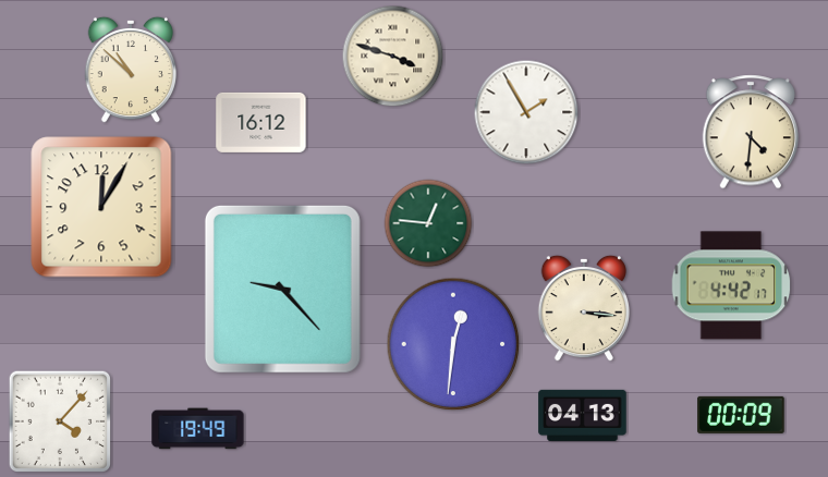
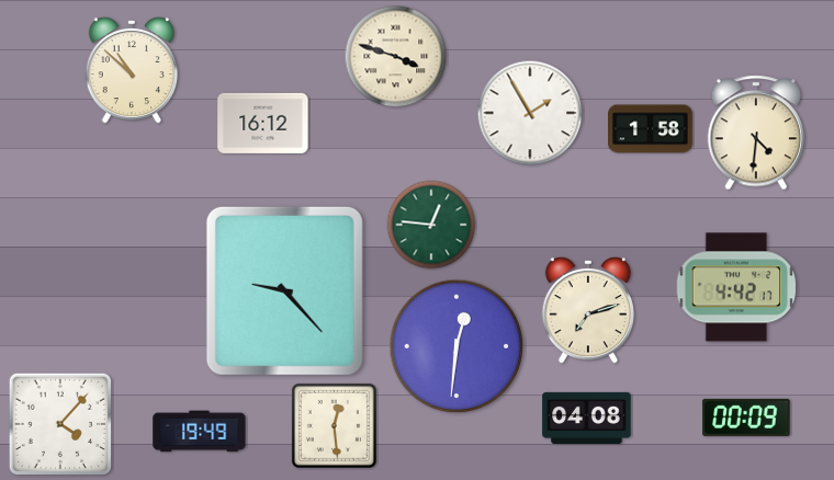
clock at (651, 129): none -> 1:58
clock at (101, 207): 12:05 -> none
clock at (583, 308): 3:16 -> 7:12
clock at (583, 415): 04:13 -> 04:08
clock at (334, 425): none -> 12:29
